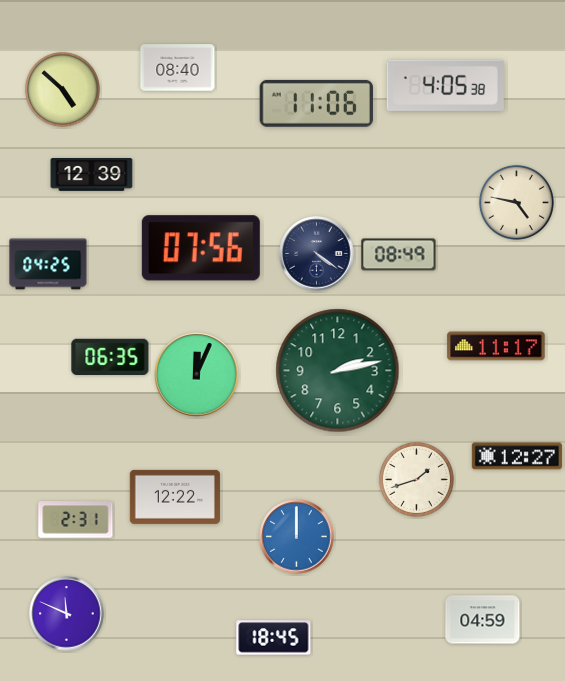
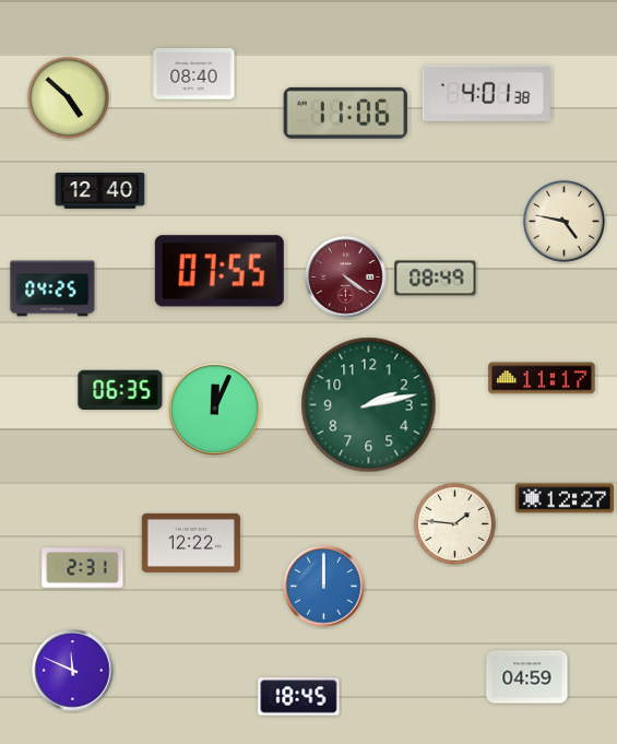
clock at (445, 85): 4:05 -> 4:01
clock at (92, 175): 12:39 -> 12:40
clock at (201, 248): 07:56 -> 07:55
clock at (317, 254) dial: navy -> burgundy
clock at (416, 479): 1:42 -> 1:46
